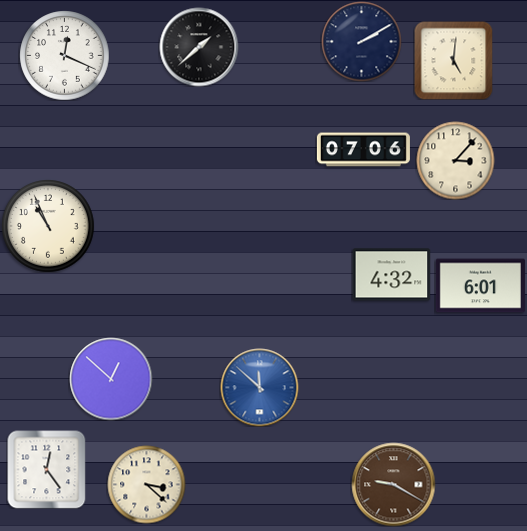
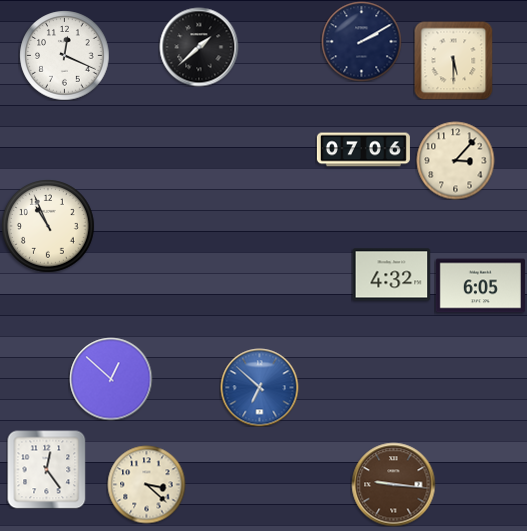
clock at (453, 60): 5:01 -> 5:30
clock at (480, 286): 6:01 -> 6:05
clock at (259, 387): 11:52 -> 6:52
clock at (393, 484): 9:20 -> 9:16
